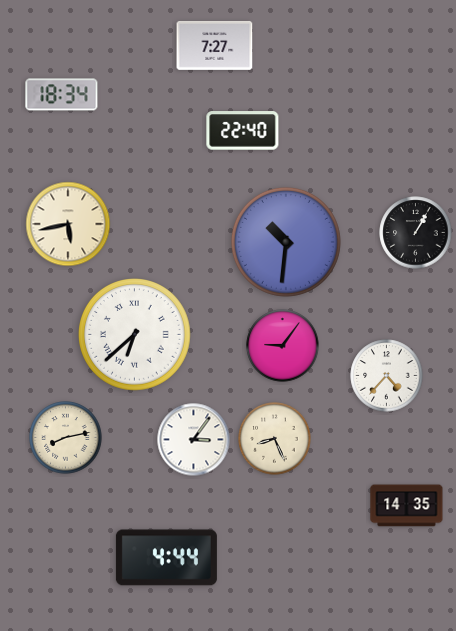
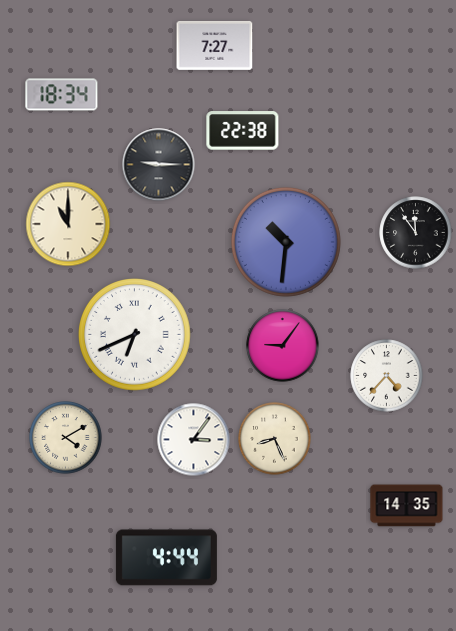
clock at (243, 131): 22:40 -> 22:38
clock at (159, 165): none -> 9:15
clock at (68, 224): 5:43 -> 11:00
clock at (416, 233): 1:05 -> 11:54
clock at (135, 335): 6:38 -> 6:41
clock at (66, 438): 8:13 -> 4:10
